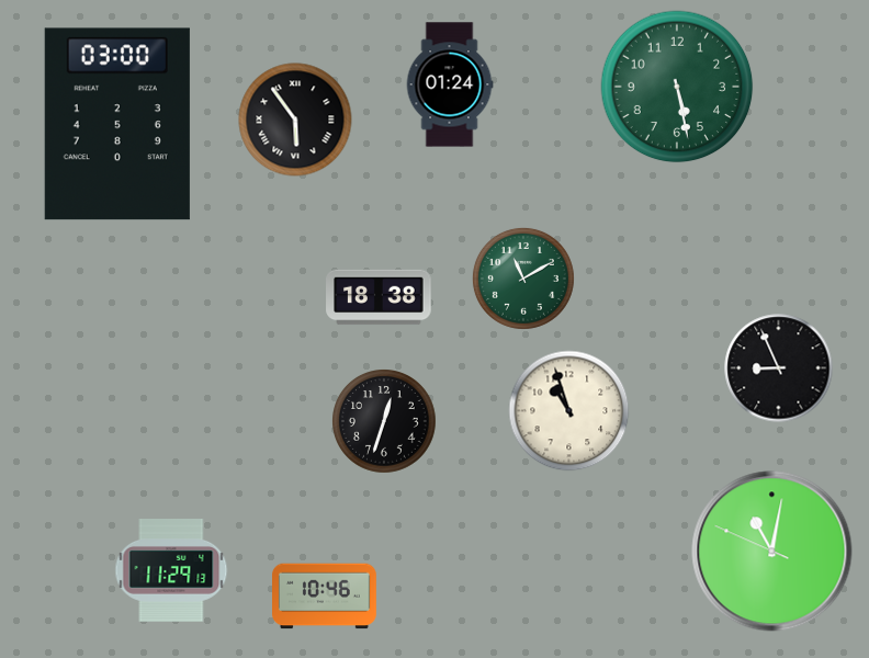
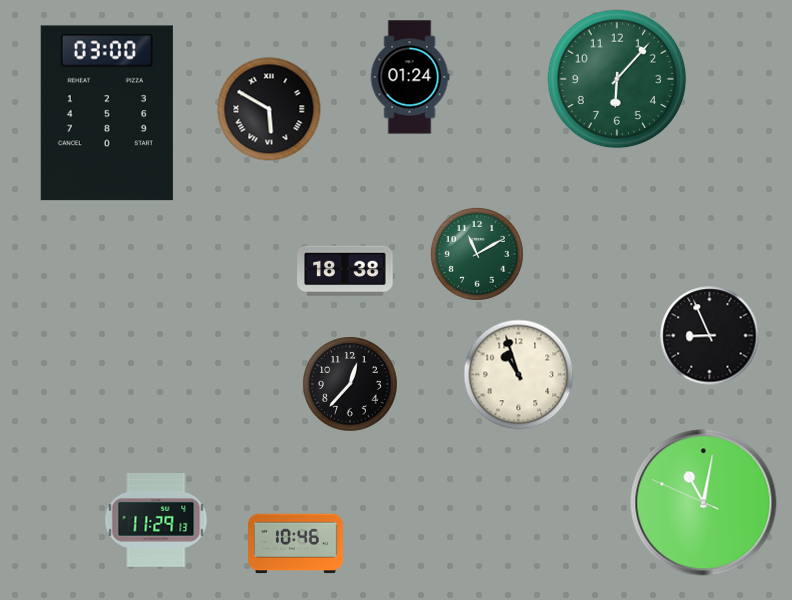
clock at (677, 87): 5:28 -> 6:07
clock at (295, 120): 5:54 -> 5:50
clock at (385, 422): 12:33 -> 12:37
